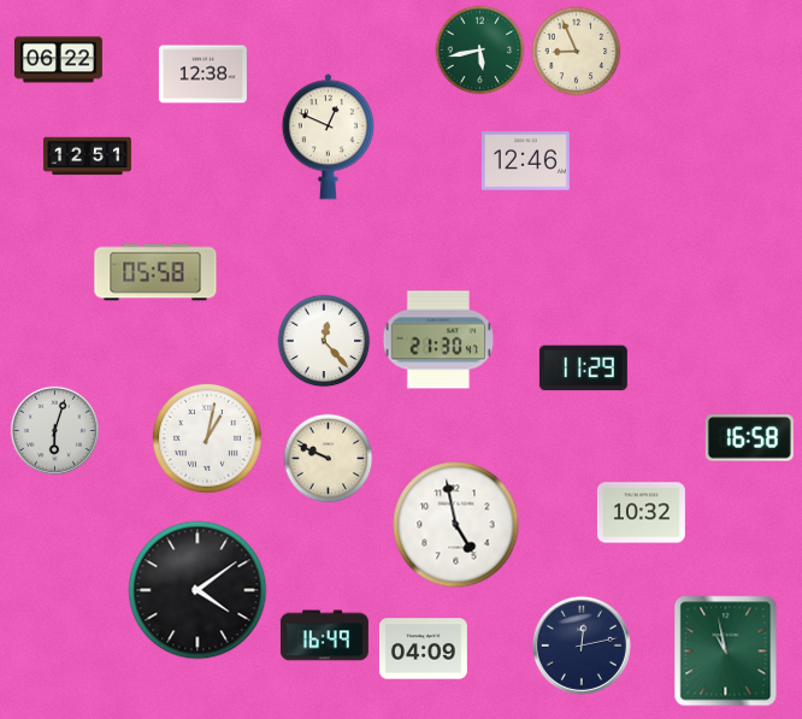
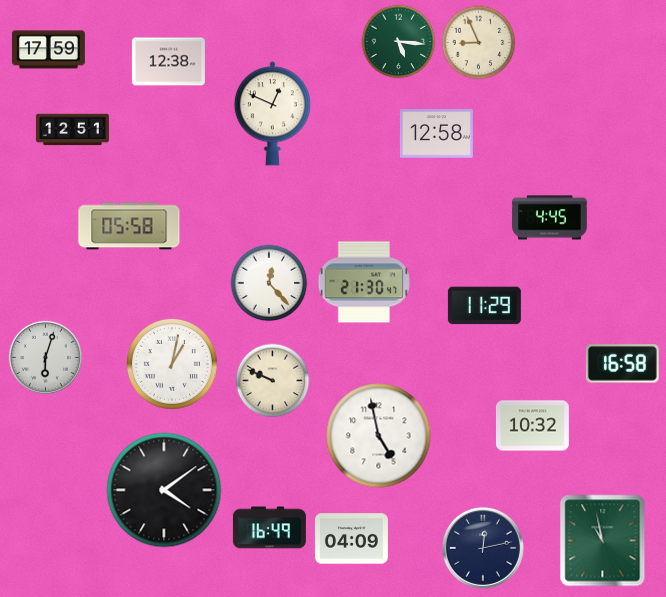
clock at (480, 51): 5:43 -> 5:16
clock at (58, 60): 06:22 -> 17:59
clock at (525, 161): 12:46 -> 12:58
clock at (550, 218): none -> 4:45
clock at (582, 646) position: (582, 646) -> (483, 548)
